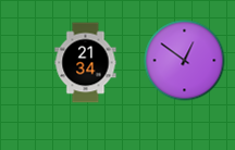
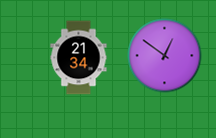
clock at (185, 61) position: (185, 61) -> (165, 56)
